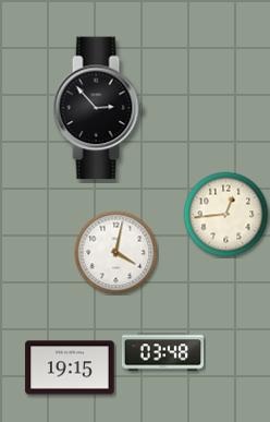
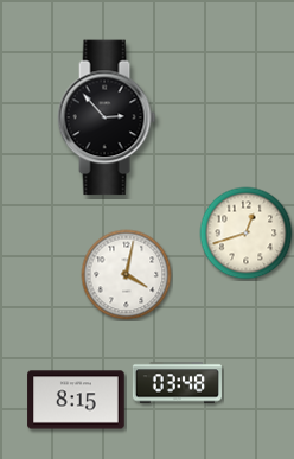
clock at (226, 215): 12:44 -> 12:42
clock at (70, 367): 19:15 -> 8:15
